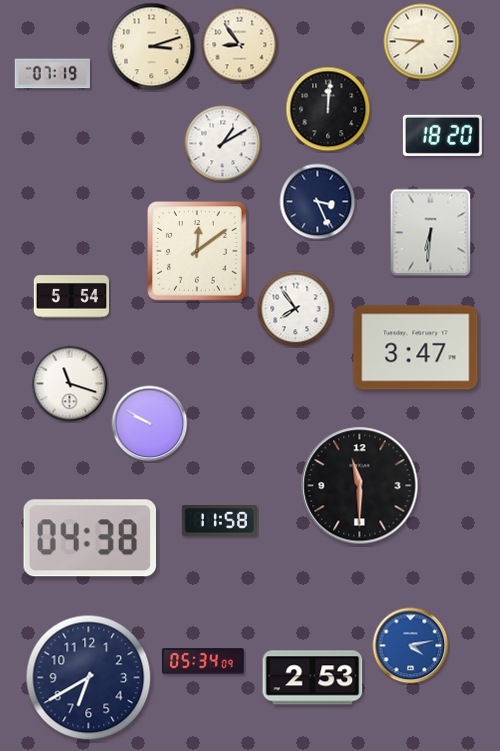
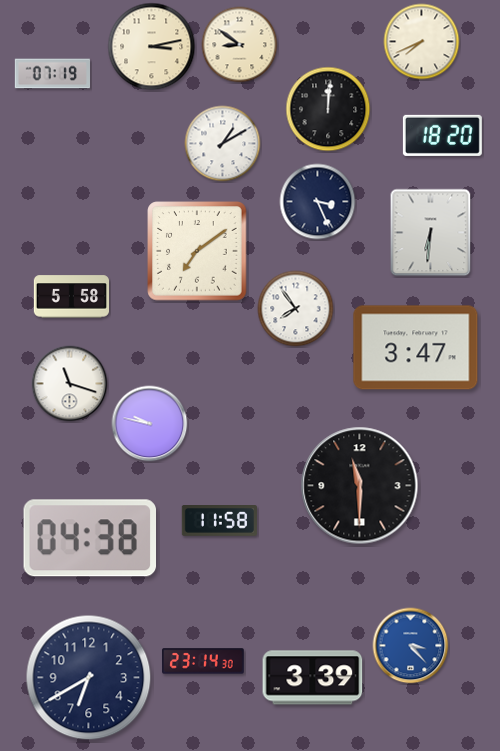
clock at (422, 42): 7:46 -> 7:41
clock at (240, 45): 8:54 -> 8:51
clock at (152, 47): 3:12 -> 3:13
clock at (197, 251): 12:09 -> 7:09
clock at (71, 297): 5:54 -> 5:58
clock at (150, 424): 9:50 -> 9:47
clock at (411, 646): 4:13 -> 3:23
clock at (203, 661): 05:34 -> 23:14
clock at (313, 678): 2:53 -> 3:39
